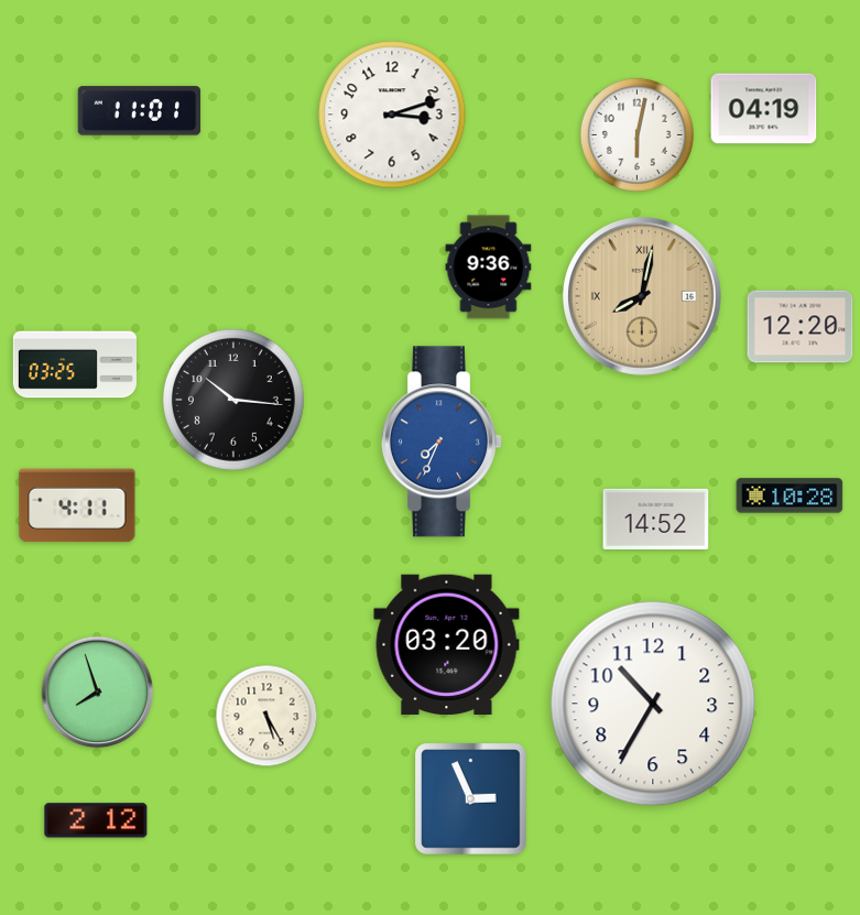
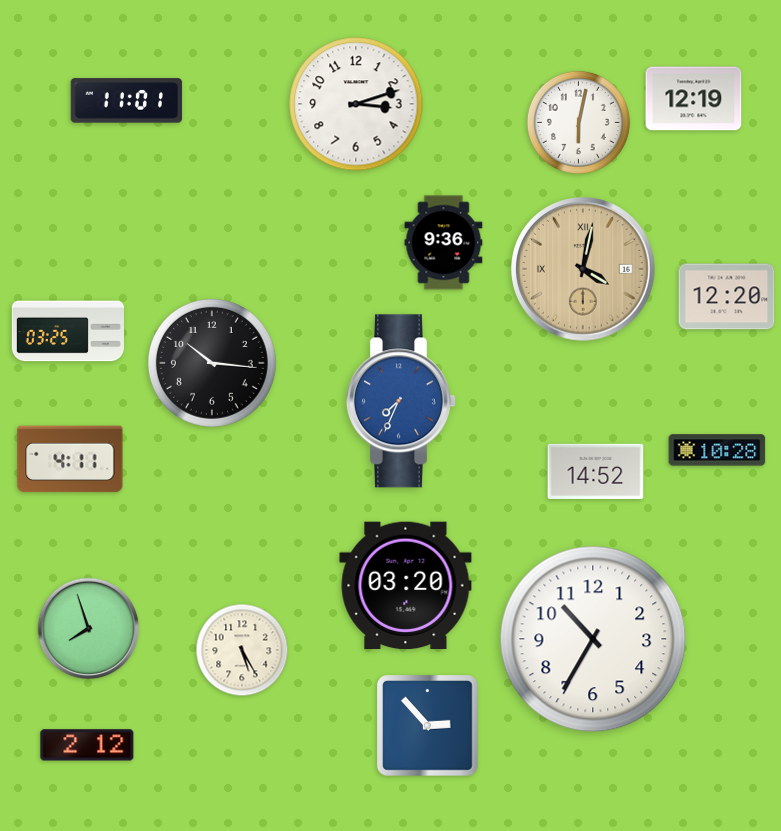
clock at (764, 109): 04:19 -> 12:19
clock at (642, 296): 8:02 -> 4:02
clock at (471, 799): 2:56 -> 2:53
